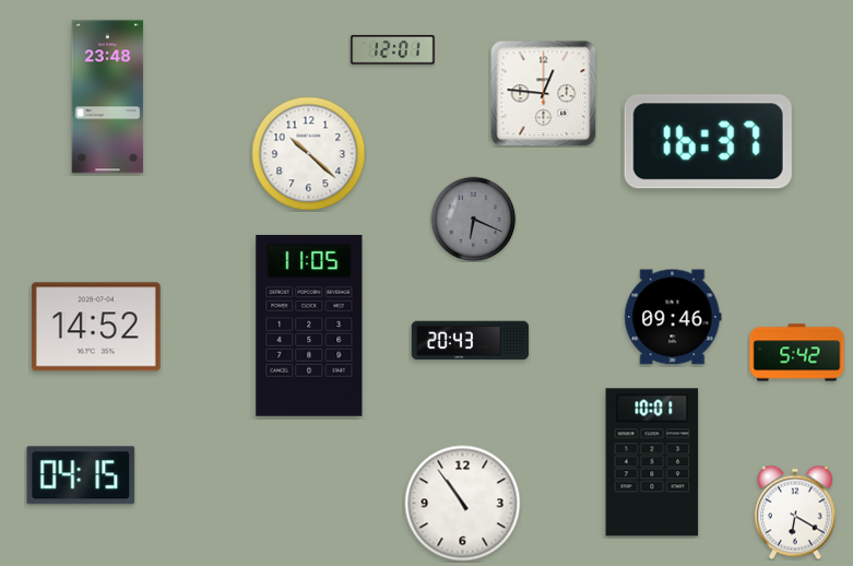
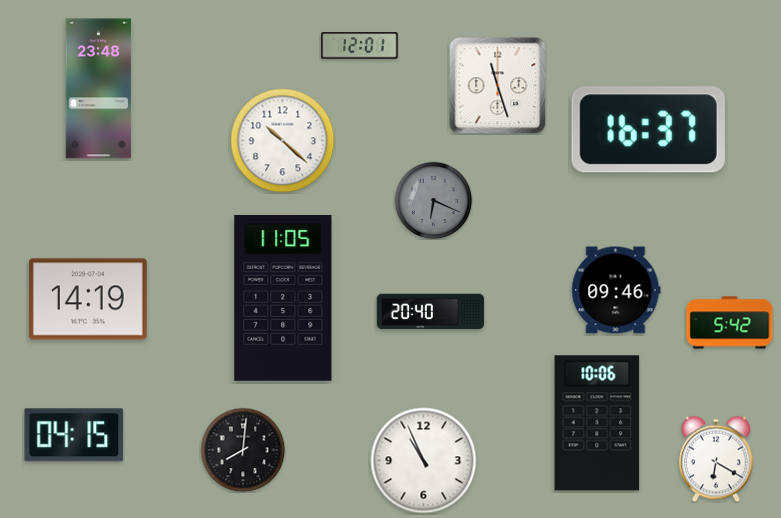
clock at (544, 94): 12:46 -> 11:27
clock at (96, 327): 14:52 -> 14:19
clock at (471, 341): 20:43 -> 20:40
clock at (652, 462): 10:01 -> 10:06
clock at (243, 450): none -> 8:01
clock at (463, 504): 10:54 -> 10:56
clock at (796, 512) position: (796, 512) -> (717, 459)
